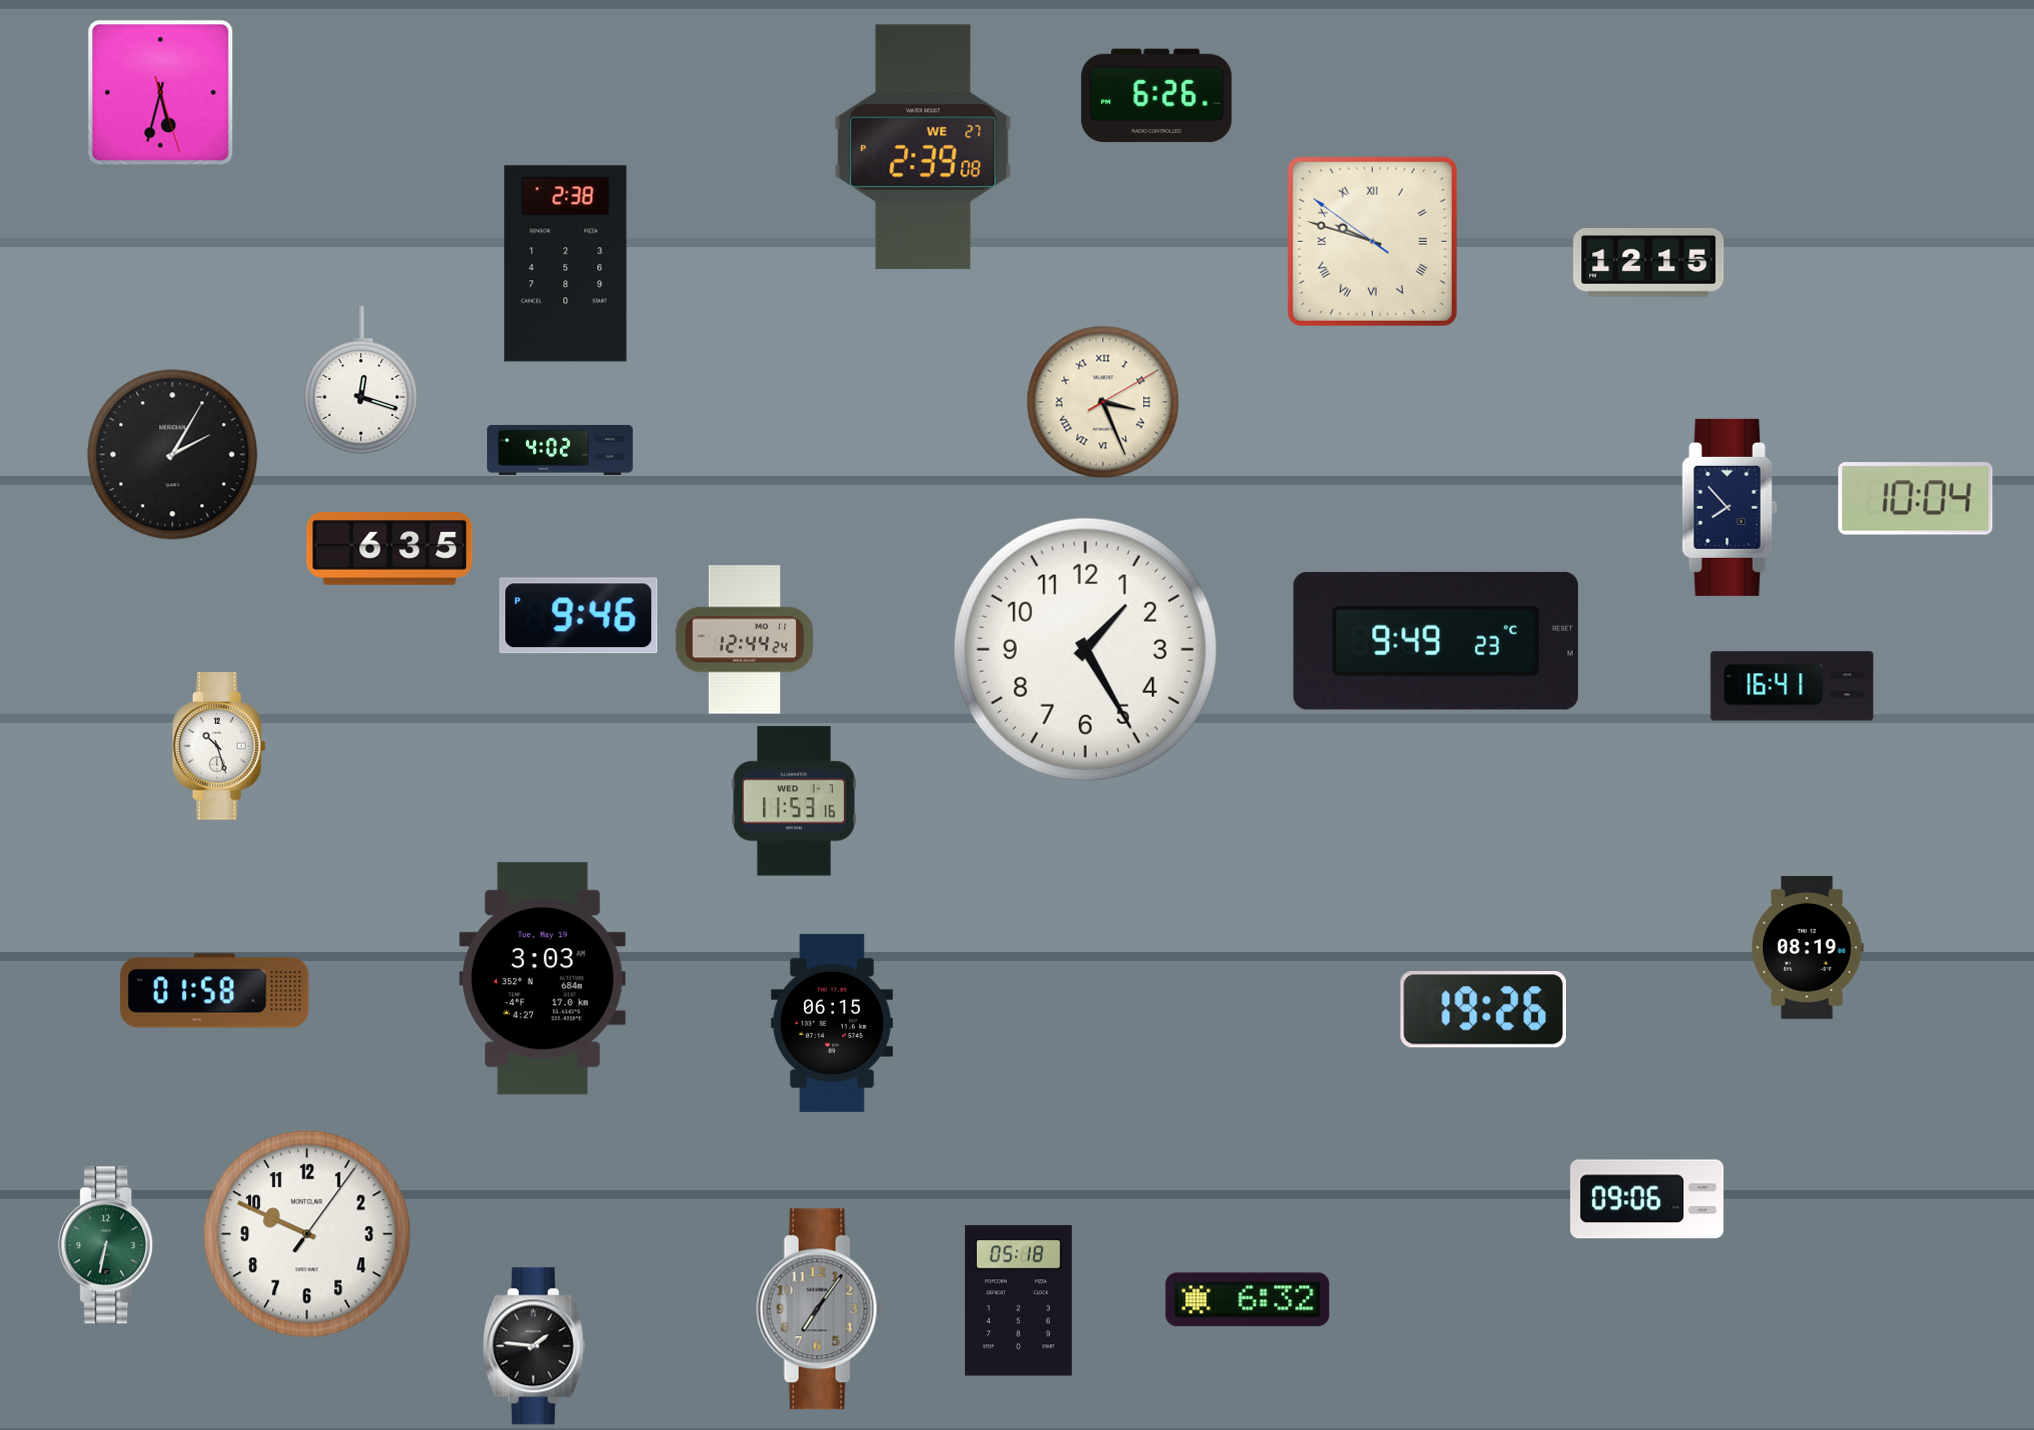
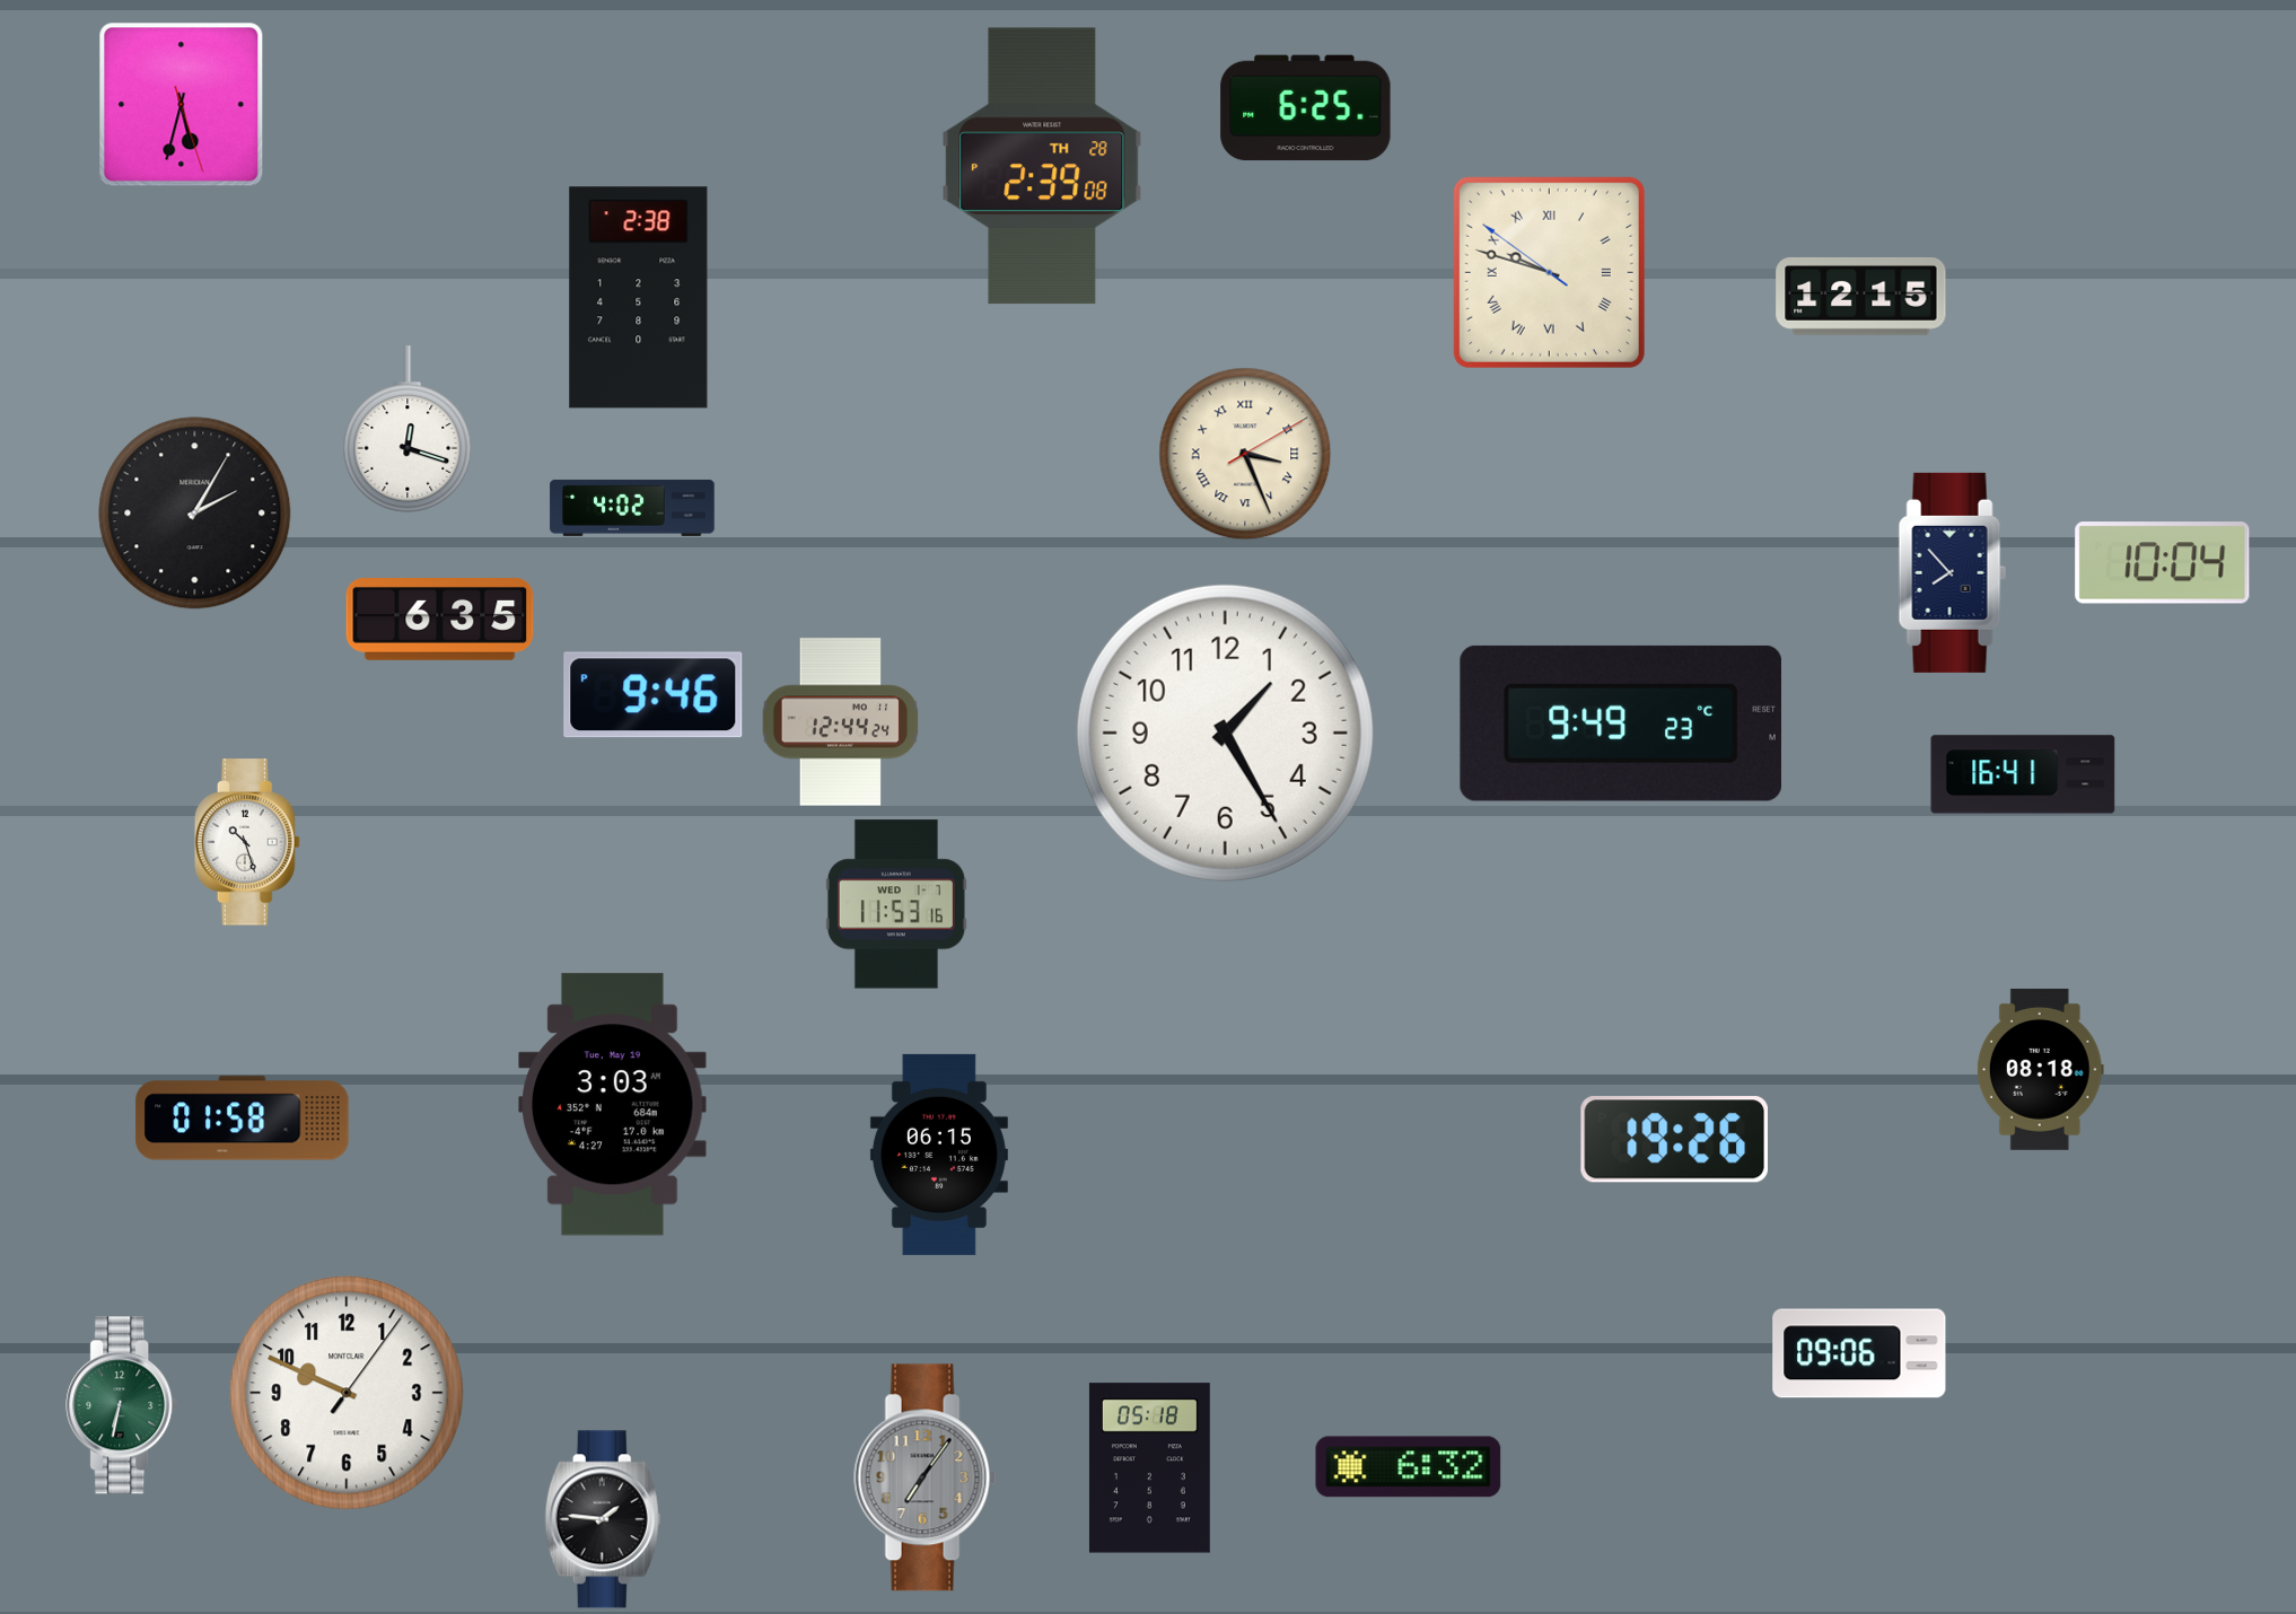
clock at (1157, 96): 6:26 -> 6:25
clock at (923, 147) date: WE 27 -> TH 28
clock at (1807, 948): 08:19 -> 08:18
